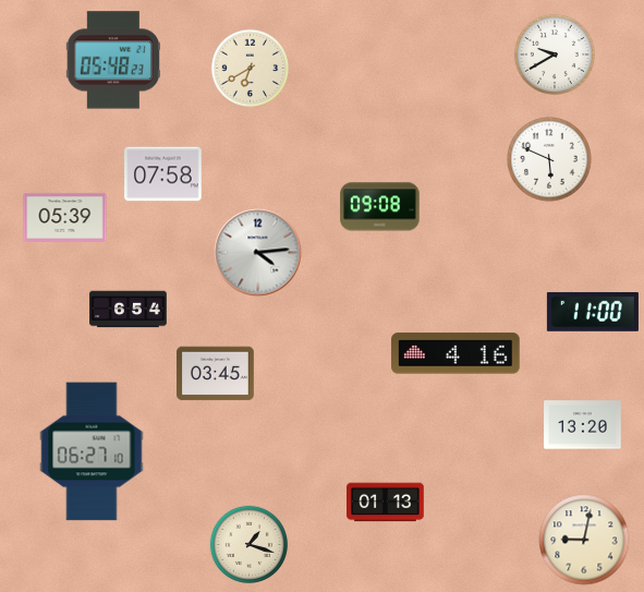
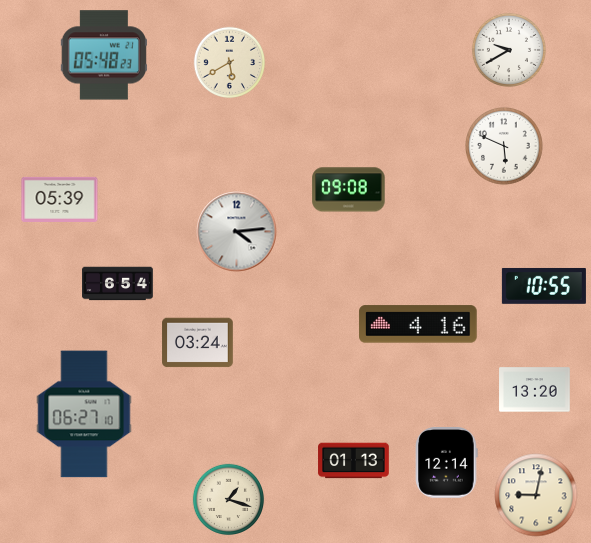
clock at (251, 69): 6:40 -> 5:40
clock at (163, 174): 07:58 -> none
clock at (593, 312): 11:00 -> 10:55
clock at (216, 374): 03:45 -> 03:24
clock at (447, 463): none -> 12:14
